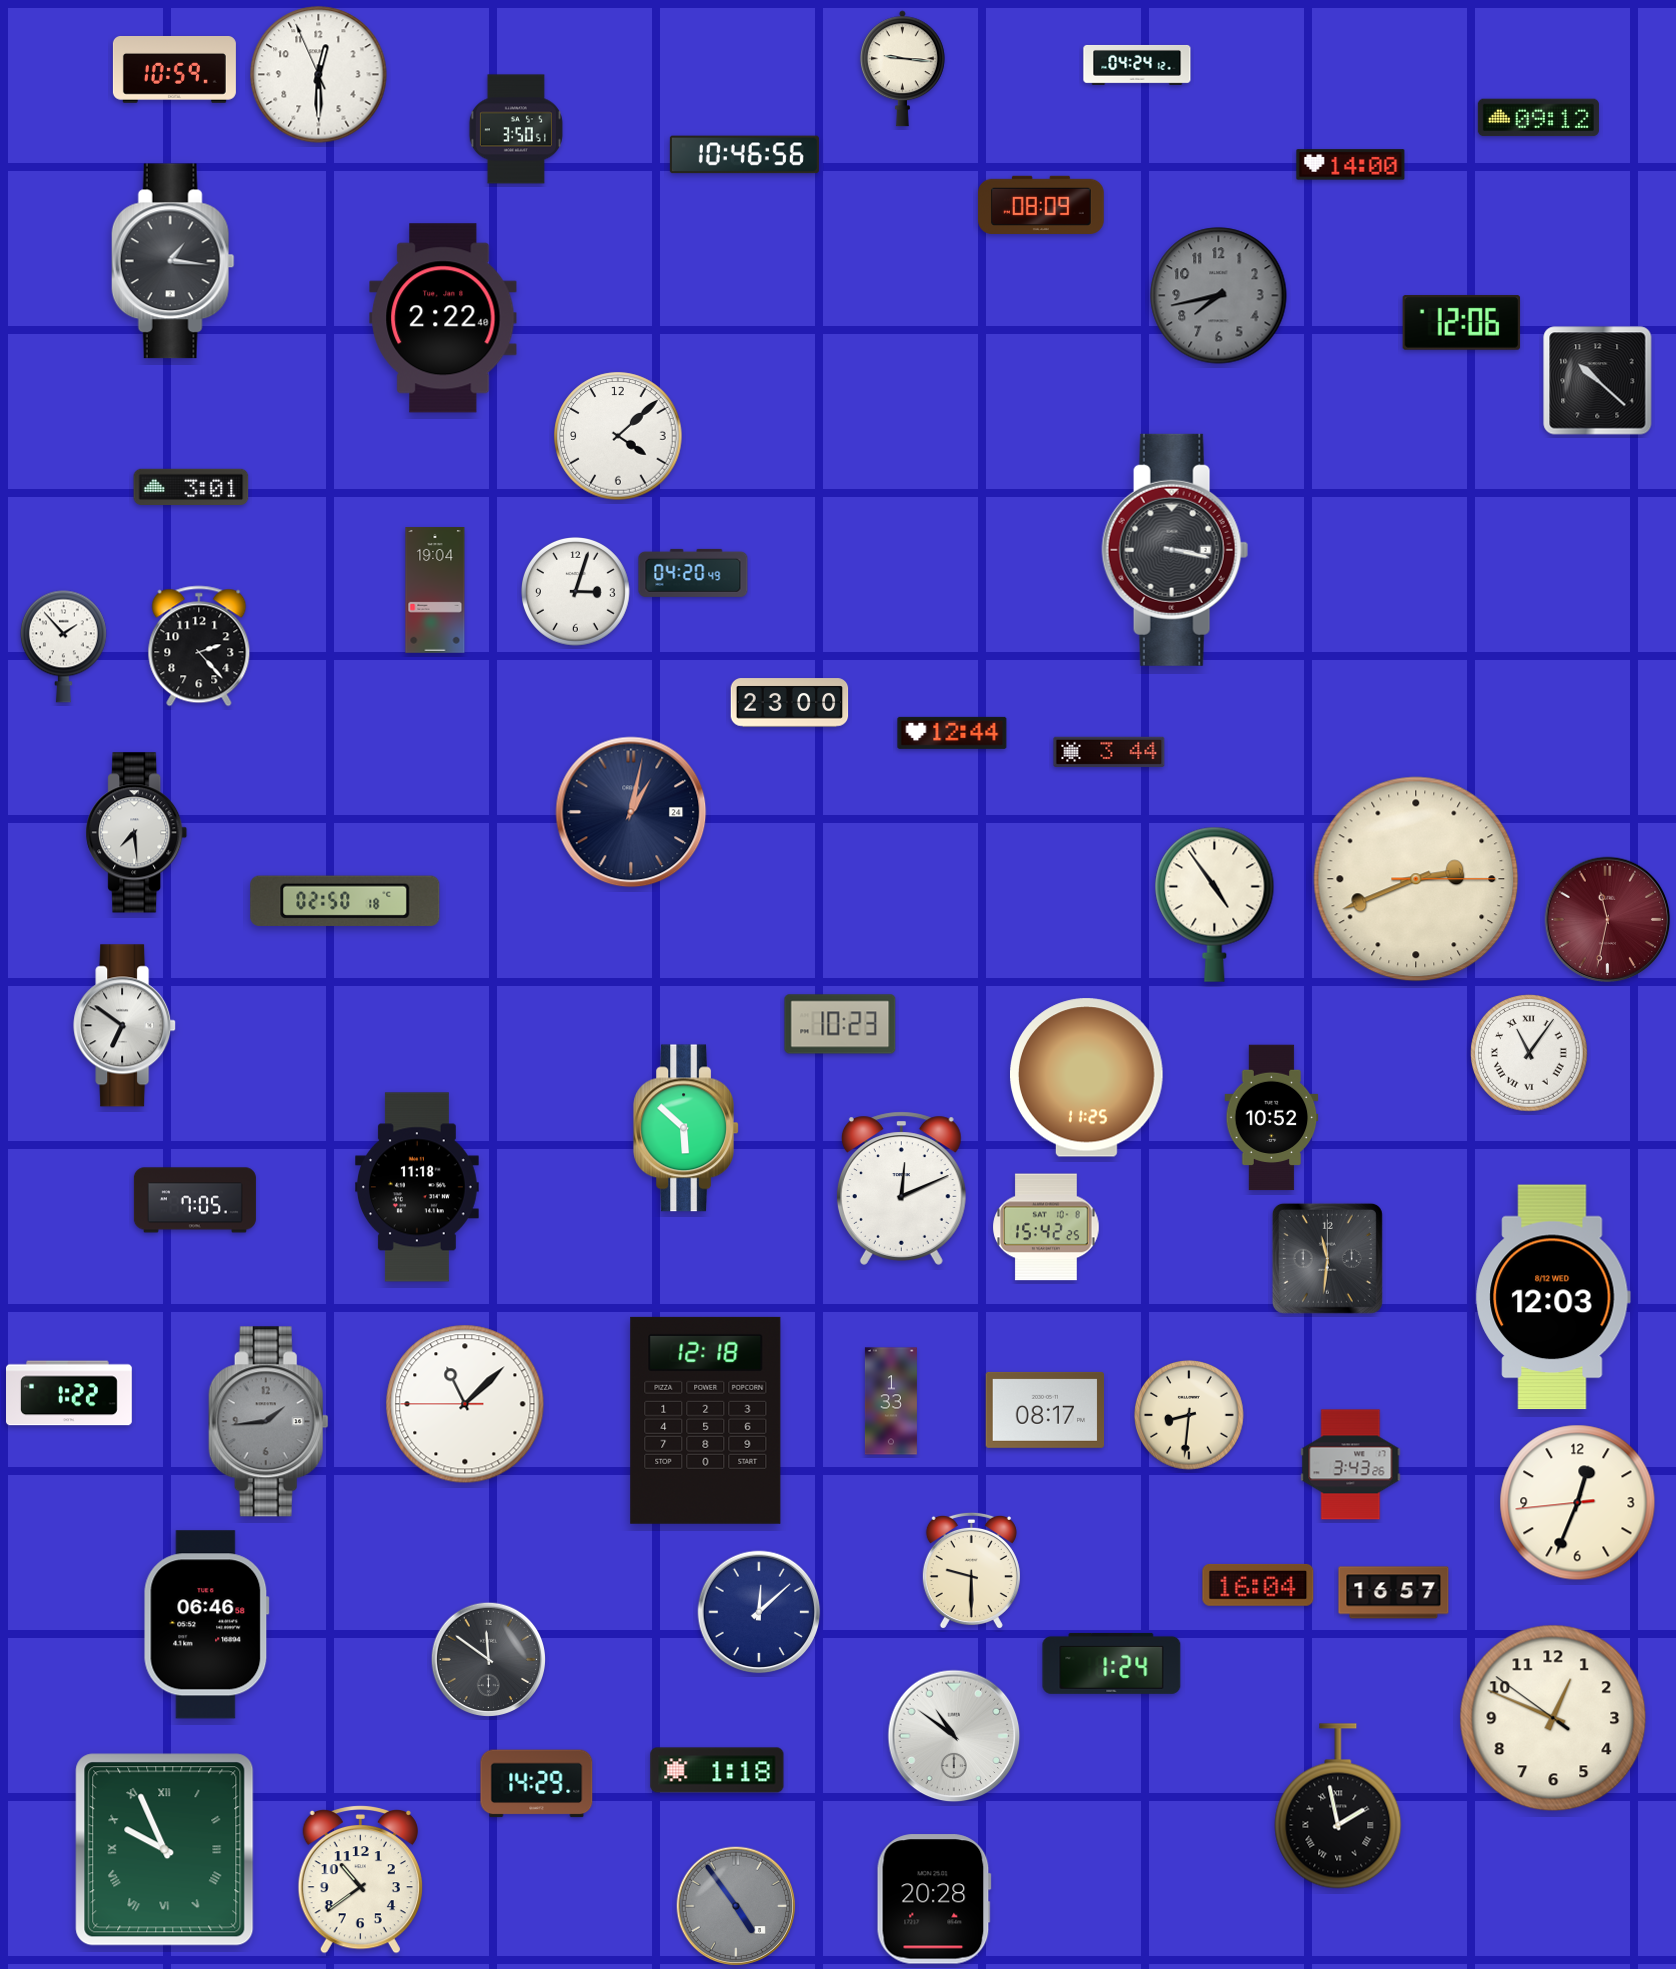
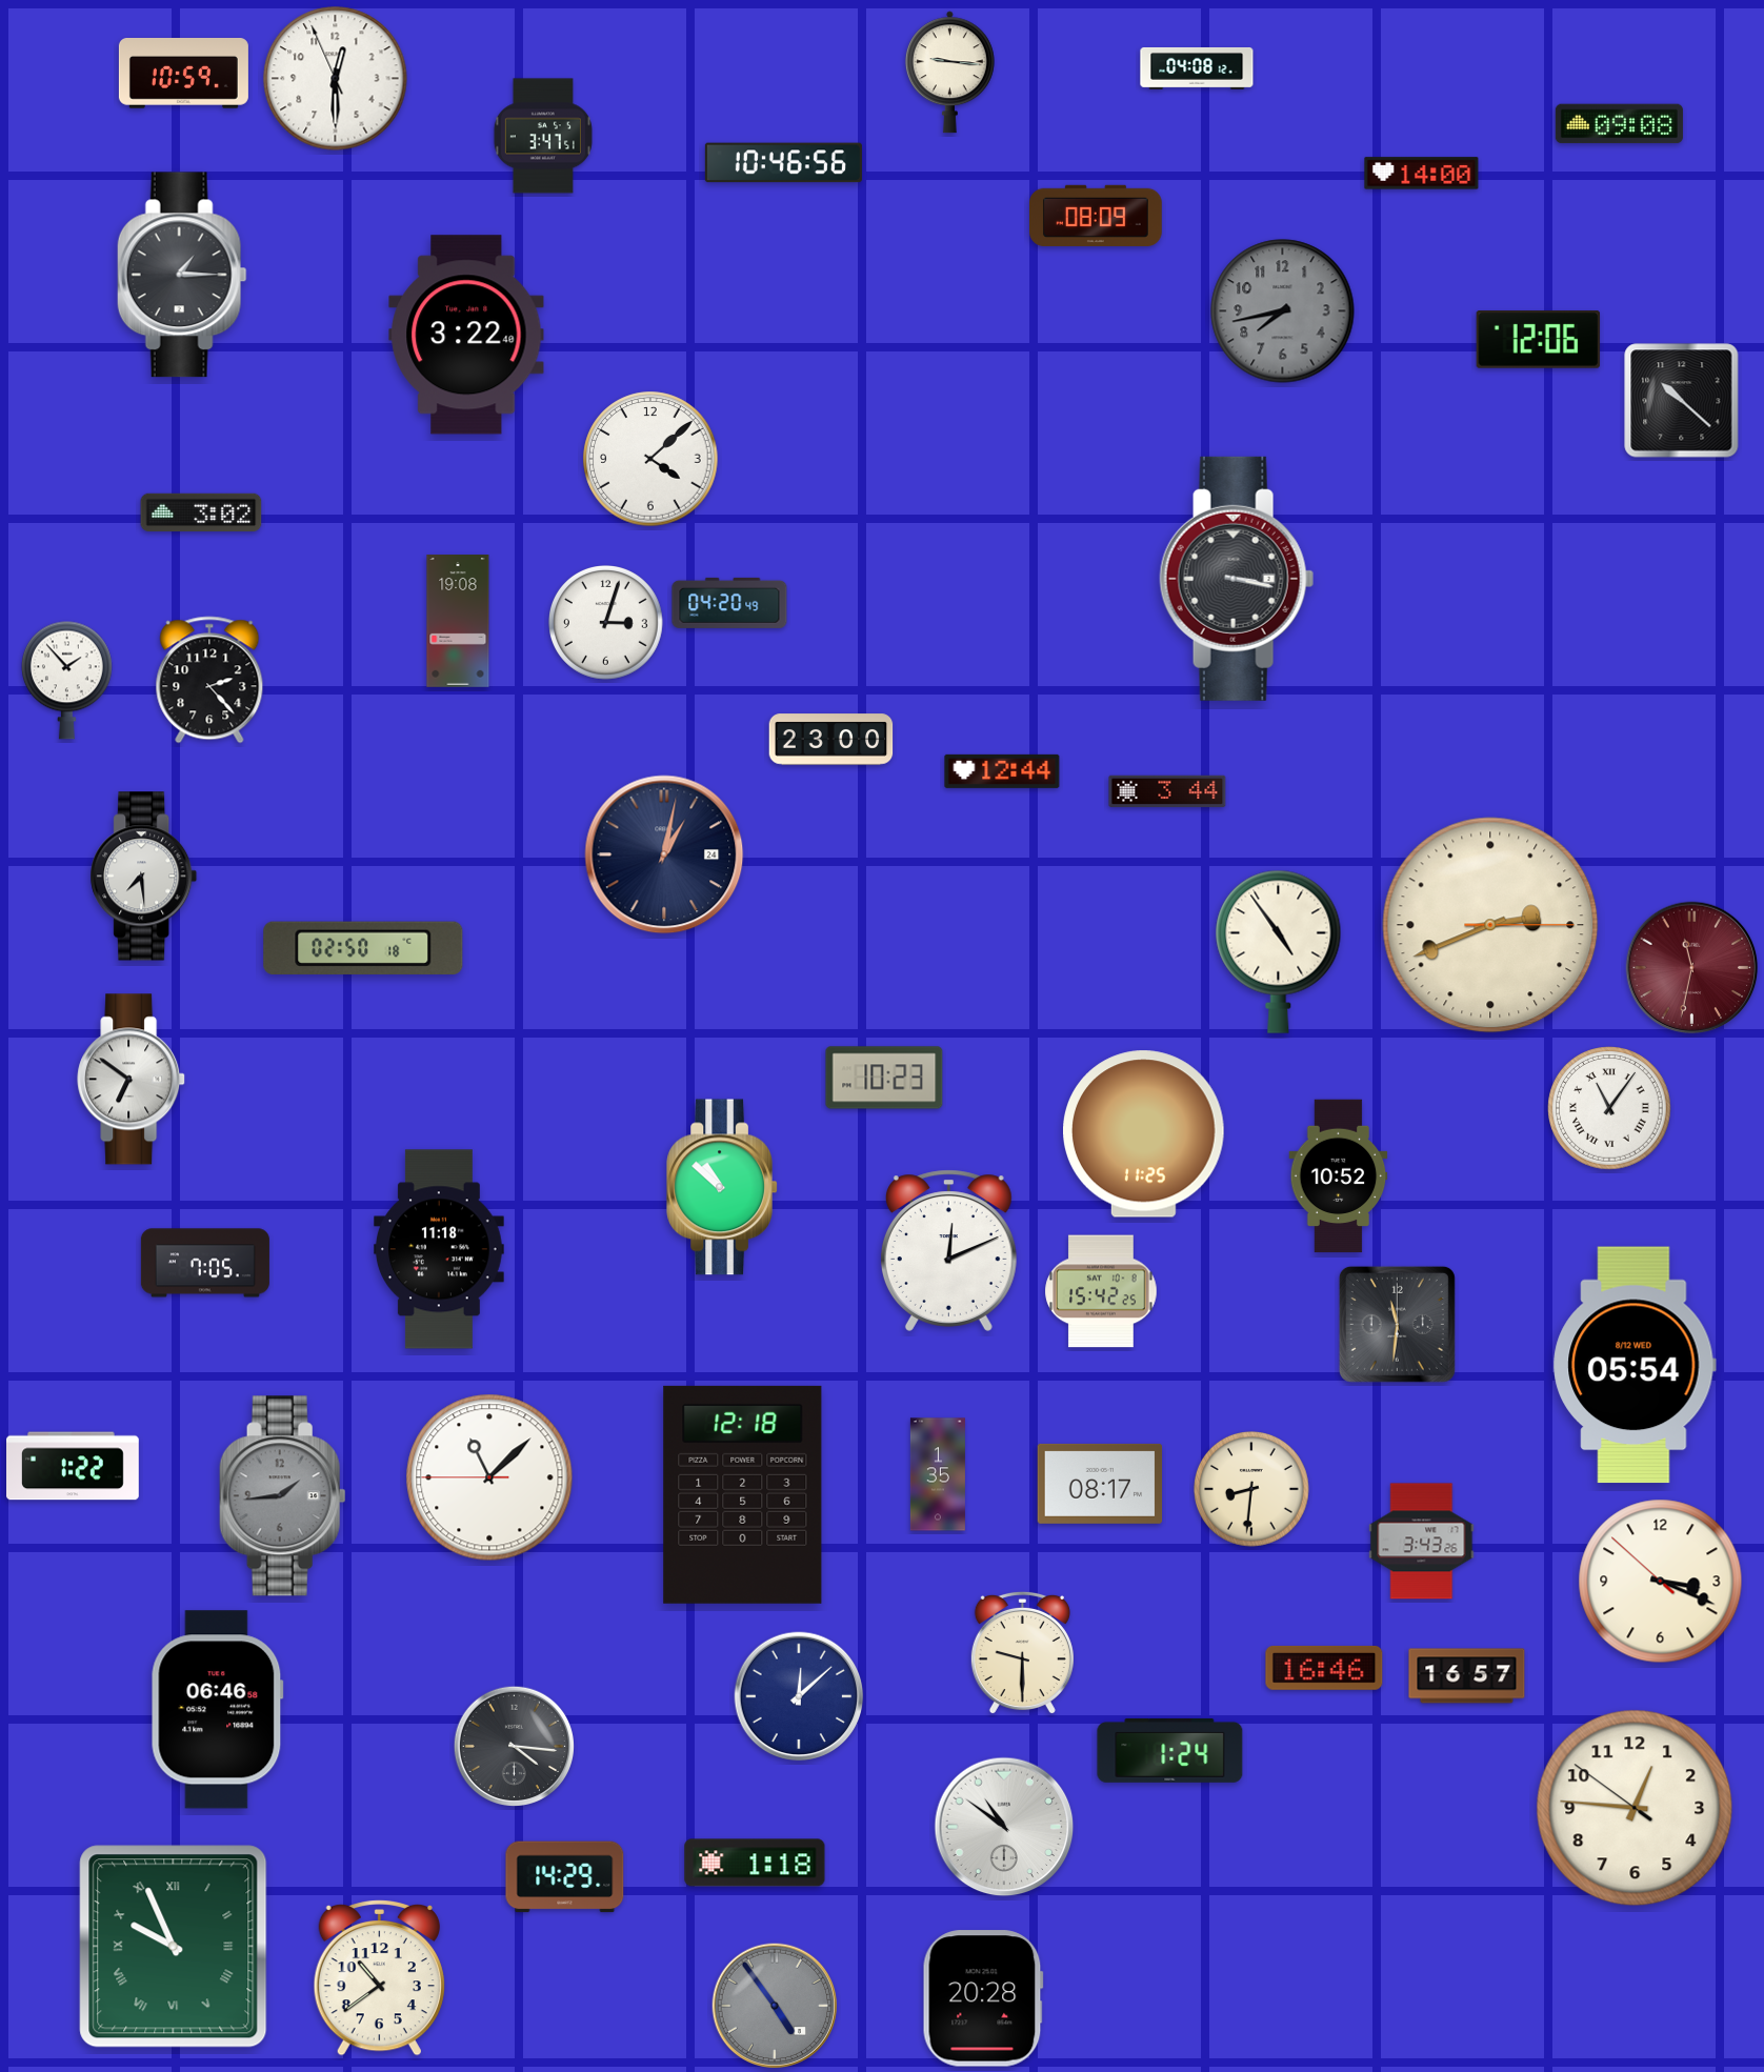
clock at (1137, 65): 04:24 -> 04:08
clock at (1538, 118): 09:12 -> 09:08
clock at (516, 129): 3:50 -> 3:47
clock at (173, 261): 1:16 -> 1:15
clock at (443, 318): 2:22 -> 3:22
clock at (191, 486): 3:01 -> 3:02
clock at (435, 590): 19:04 -> 19:08
clock at (686, 1128): 5:52 -> 10:52
clock at (1553, 1297): 12:03 -> 05:54
clock at (891, 1401): 1:33 -> 1:35
clock at (1578, 1503): 12:33 -> 3:18
clock at (1258, 1585): 16:04 -> 16:46
clock at (489, 1660): 11:51 -> 4:16
clock at (1553, 1718): 12:48 -> 12:45
clock at (1338, 1806): 1:58 -> none
